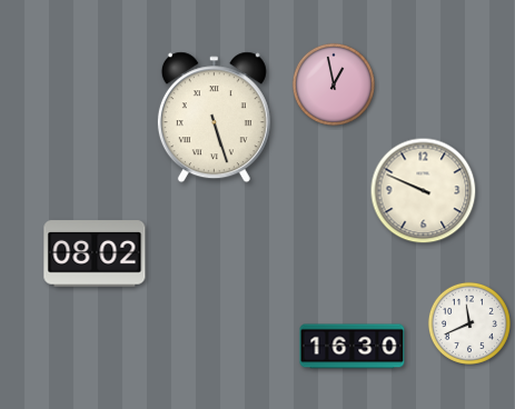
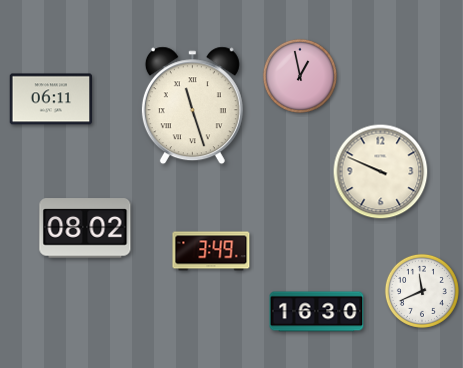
clock at (51, 99): none -> 06:11
clock at (214, 118): 5:27 -> 11:27
clock at (211, 251): none -> 3:49
